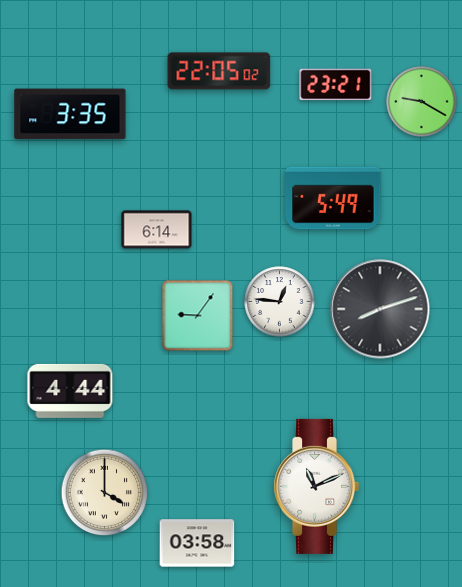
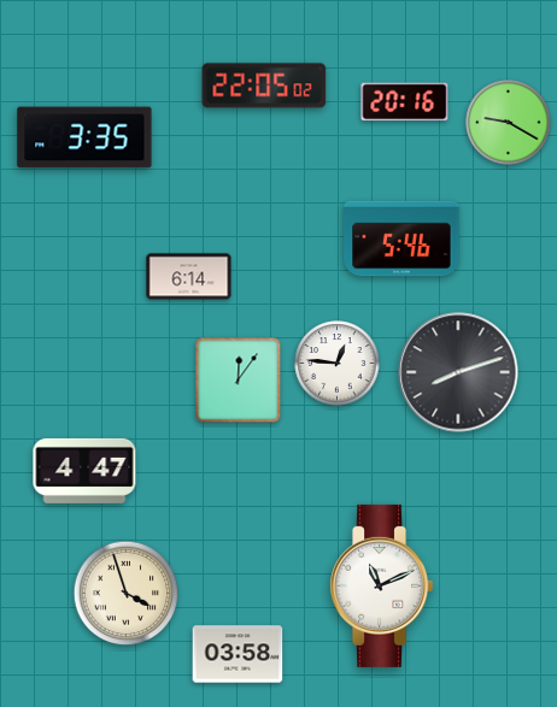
clock at (336, 85): 23:21 -> 20:16
clock at (333, 198): 5:49 -> 5:46
clock at (198, 316): 9:06 -> 12:06
clock at (70, 391): 4:44 -> 4:47
clock at (105, 493): 4:00 -> 3:57
